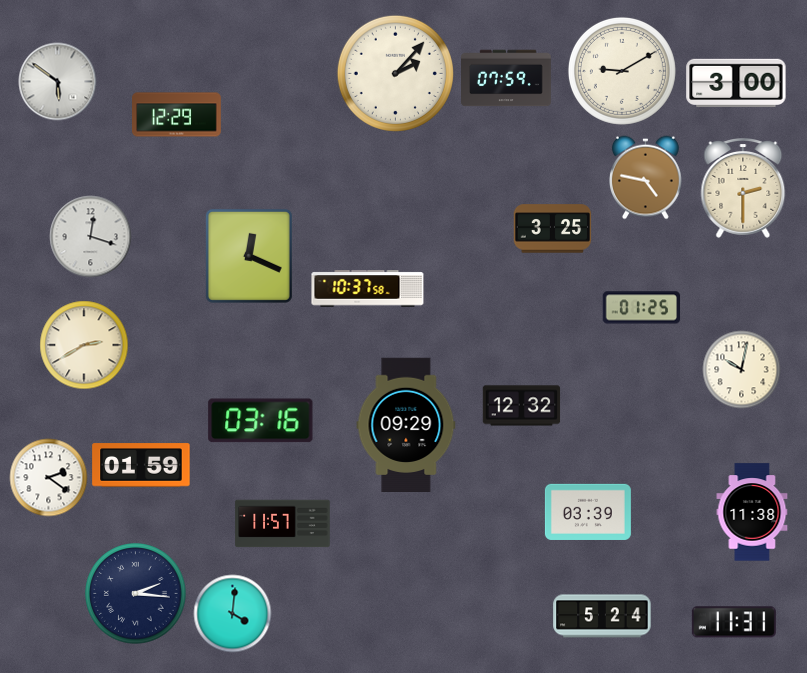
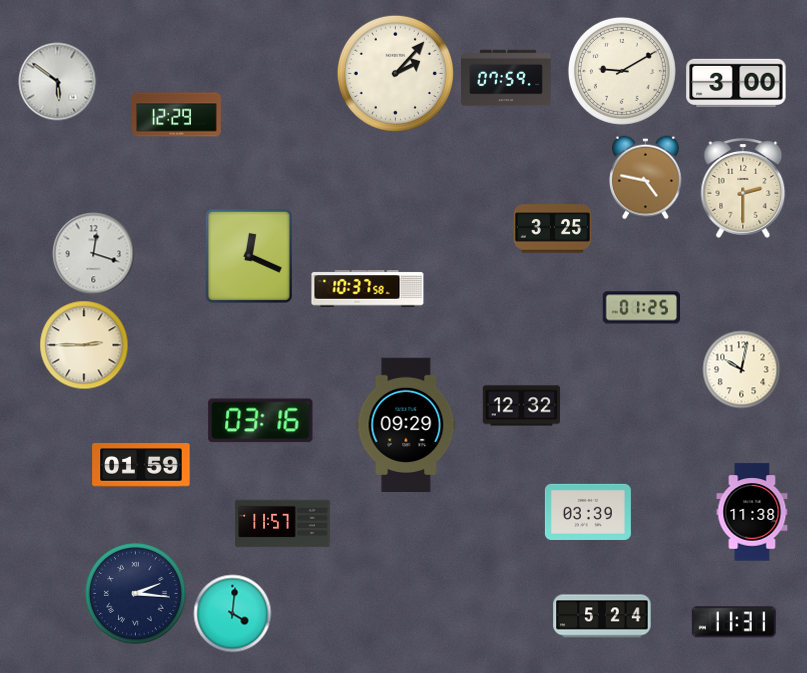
clock at (90, 236) position: (90, 236) -> (93, 253)
clock at (84, 345): 2:40 -> 2:45
clock at (48, 477): 2:21 -> none
